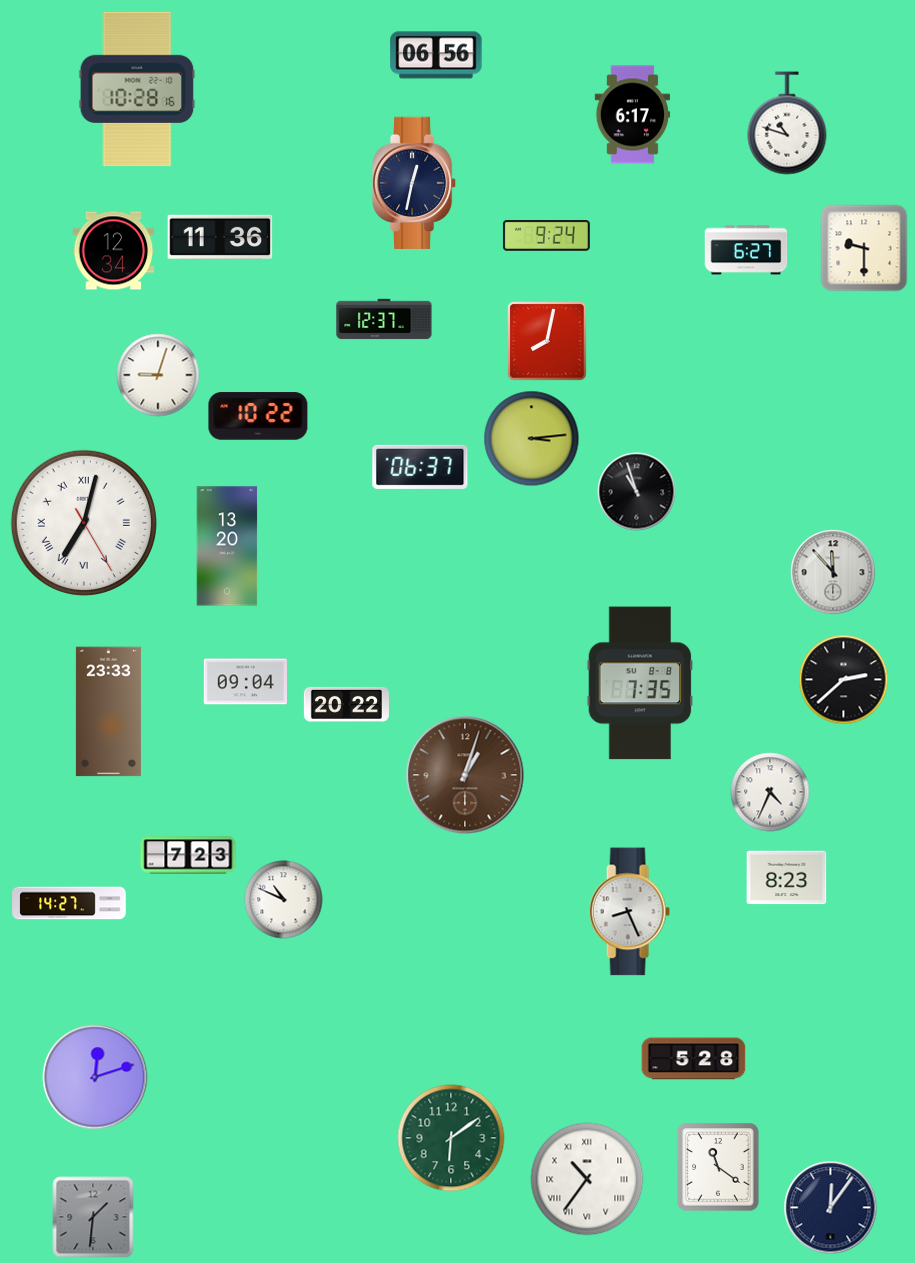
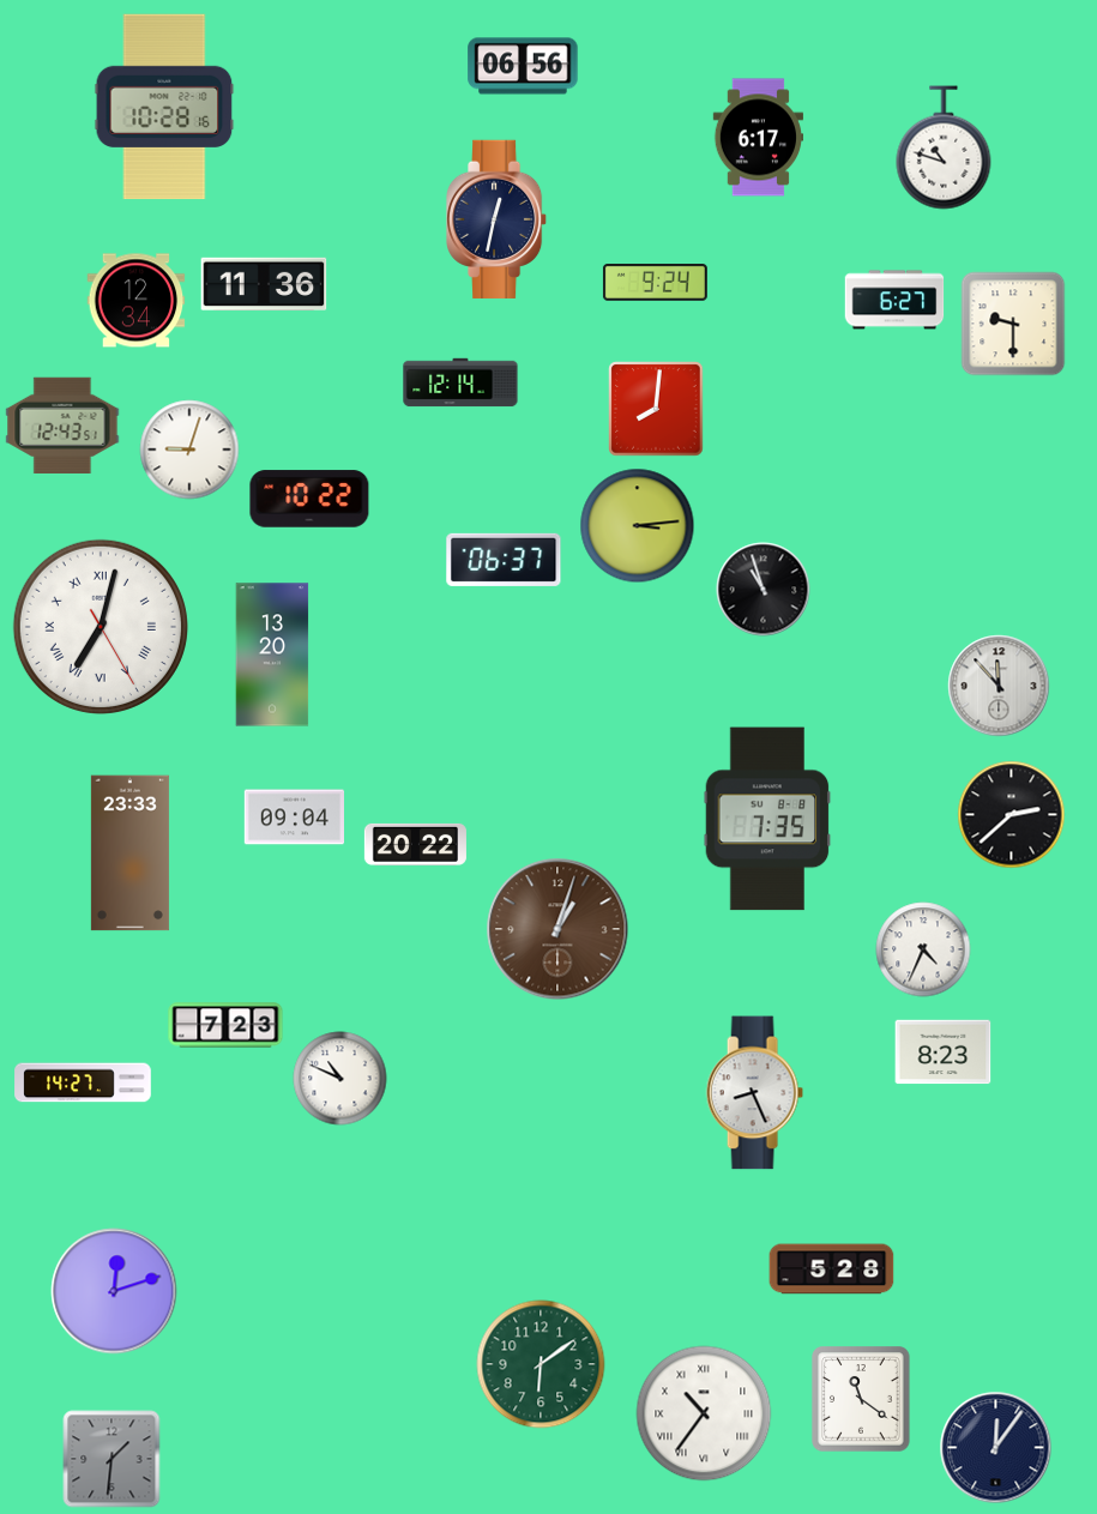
clock at (864, 248) position: (864, 248) -> (1013, 324)
clock at (384, 319): 12:37 -> 12:14
clock at (547, 341): 8:02 -> 8:01
clock at (62, 424): none -> 12:43
